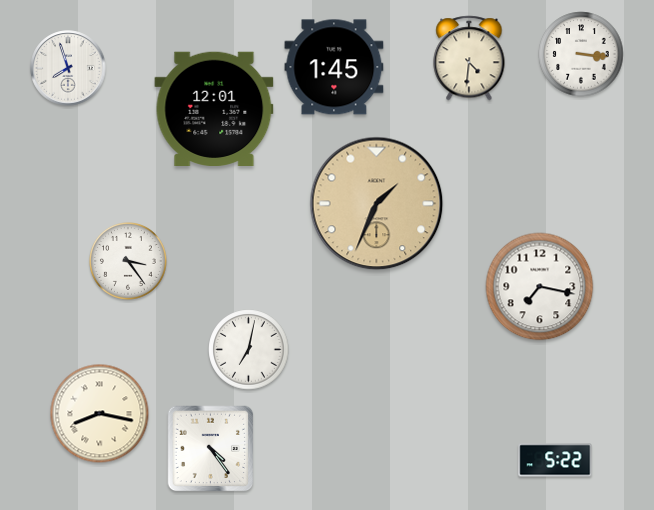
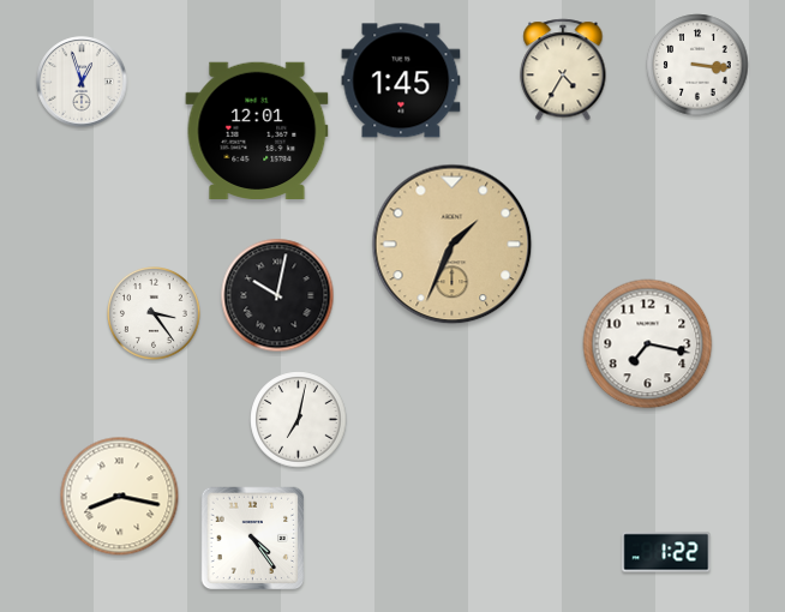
clock at (469, 58): 4:31 -> 4:35
clock at (68, 68): 7:57 -> 12:57
clock at (277, 295): none -> 10:02
clock at (555, 460): 5:22 -> 1:22
